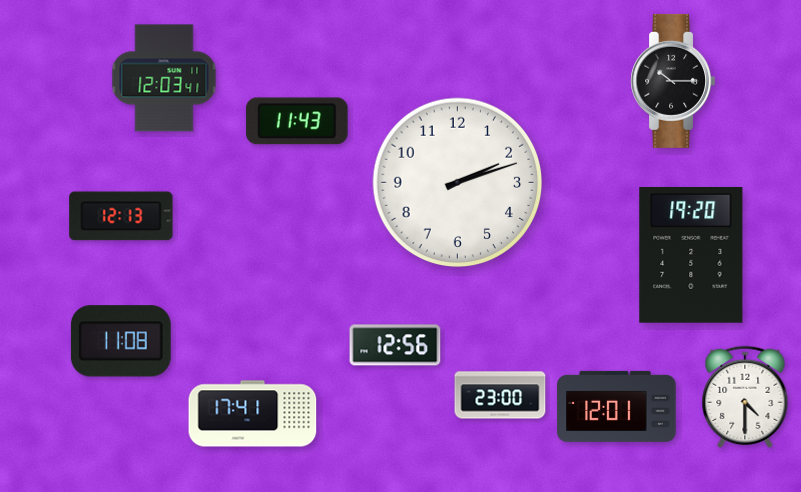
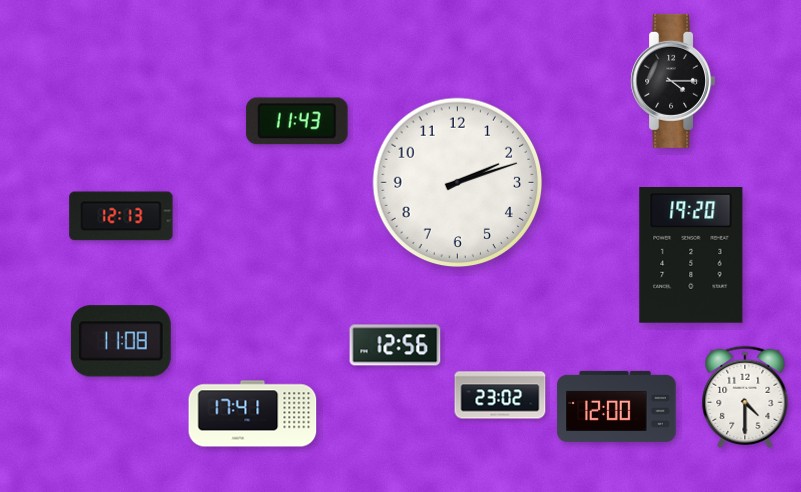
clock at (164, 78): 12:03 -> none
clock at (672, 81): 10:15 -> 4:15
clock at (500, 395): 23:00 -> 23:02
clock at (617, 406): 12:01 -> 12:00
